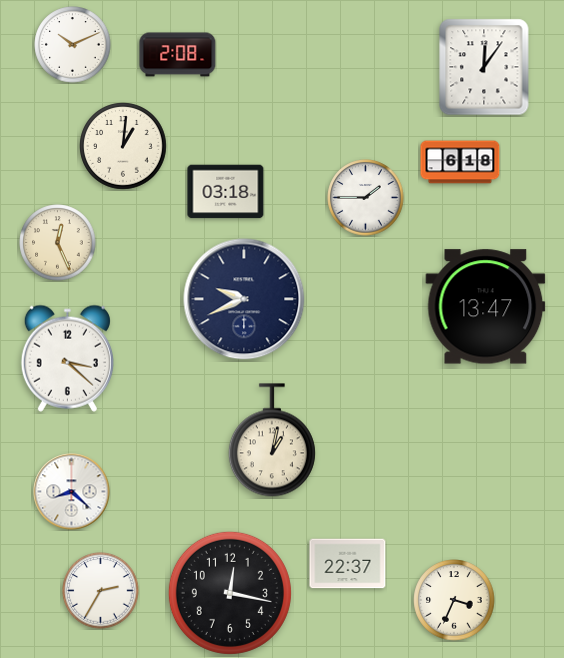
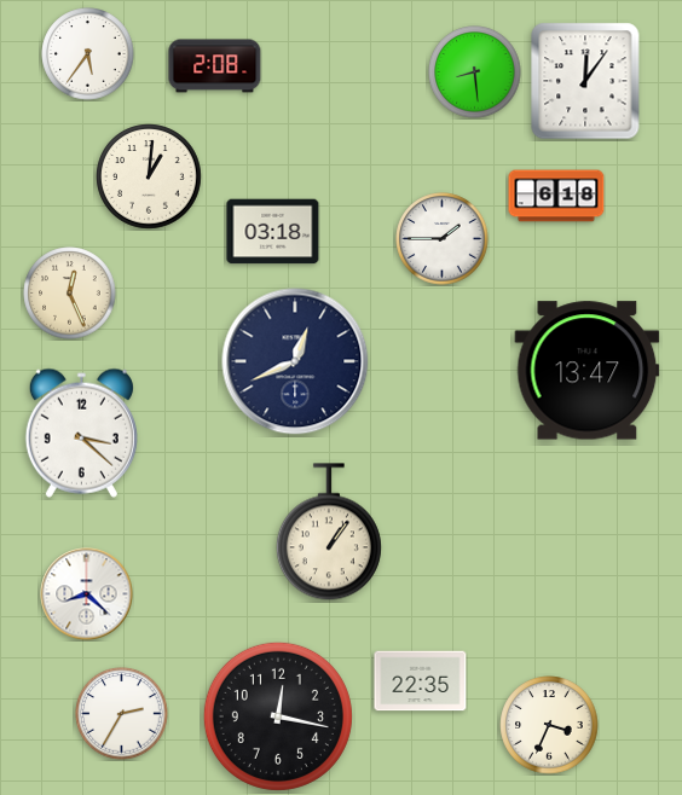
clock at (73, 45): 10:11 -> 5:36
clock at (475, 72): none -> 8:29
clock at (244, 299): 9:41 -> 12:41
clock at (272, 440): 1:02 -> 1:06
clock at (348, 564): 22:37 -> 22:35
